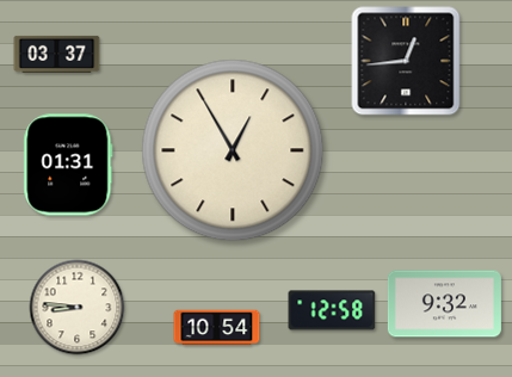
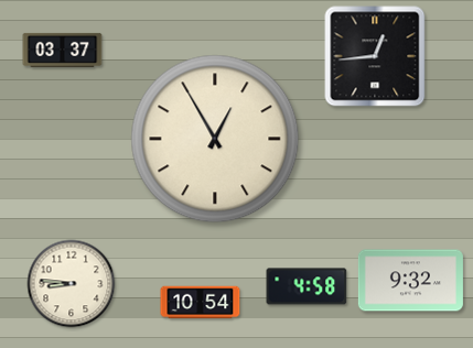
clock at (57, 54) position: (57, 54) -> (63, 50)
clock at (68, 165): 01:31 -> none
clock at (332, 310): 12:58 -> 4:58
